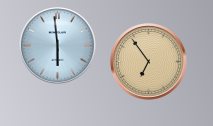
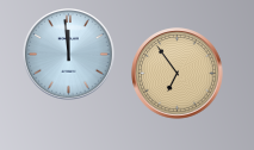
clock at (58, 46): 5:59 -> 11:59
